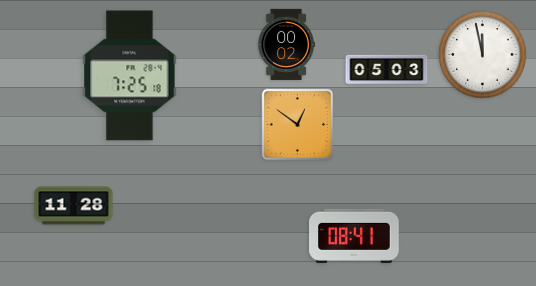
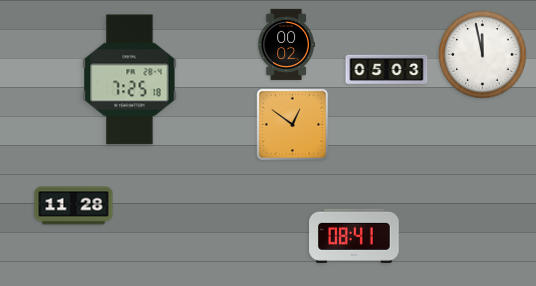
clock at (130, 76) position: (130, 76) -> (130, 80)
clock at (298, 125) position: (298, 125) -> (293, 125)
